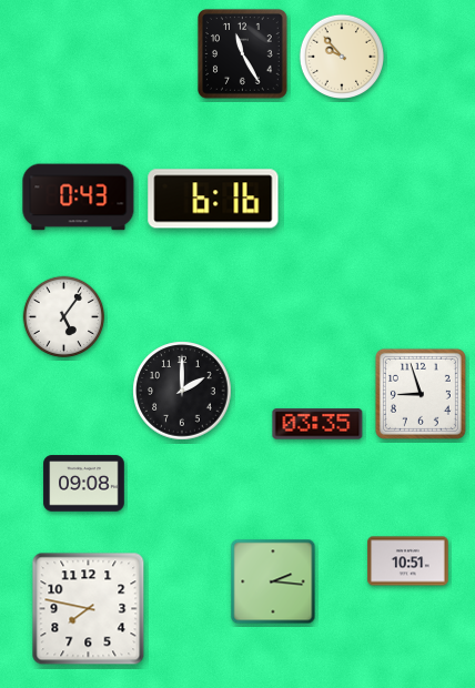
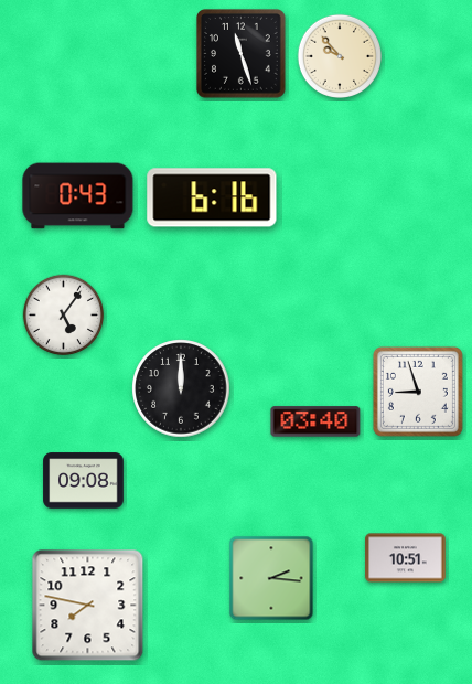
clock at (243, 54): 11:25 -> 11:27
clock at (182, 391): 2:00 -> 12:00
clock at (317, 424): 03:35 -> 03:40
